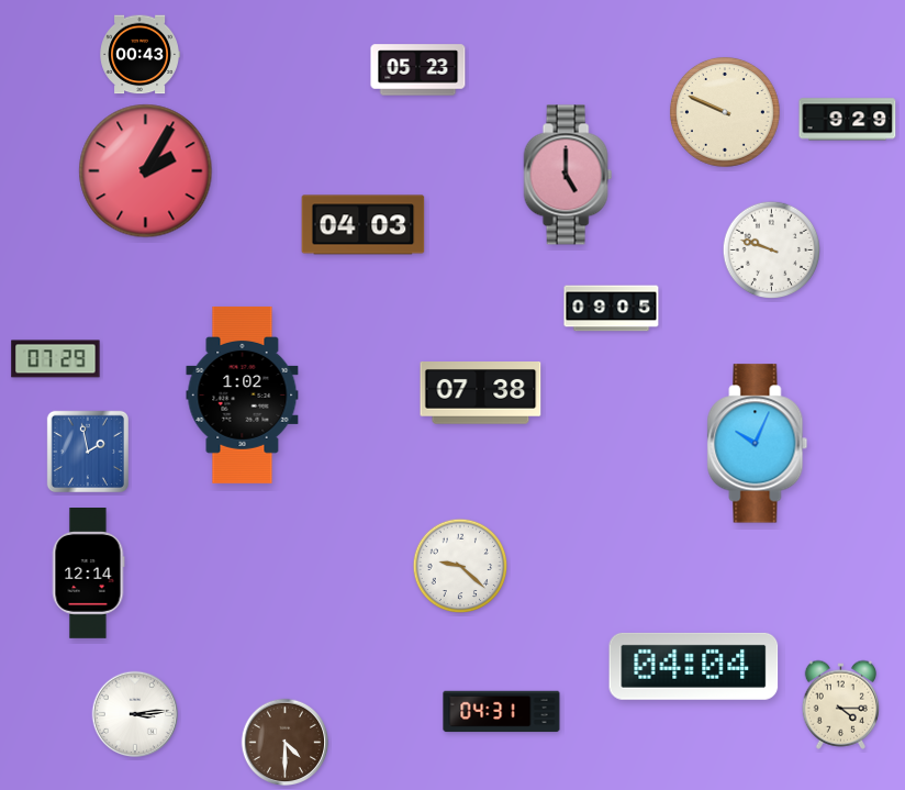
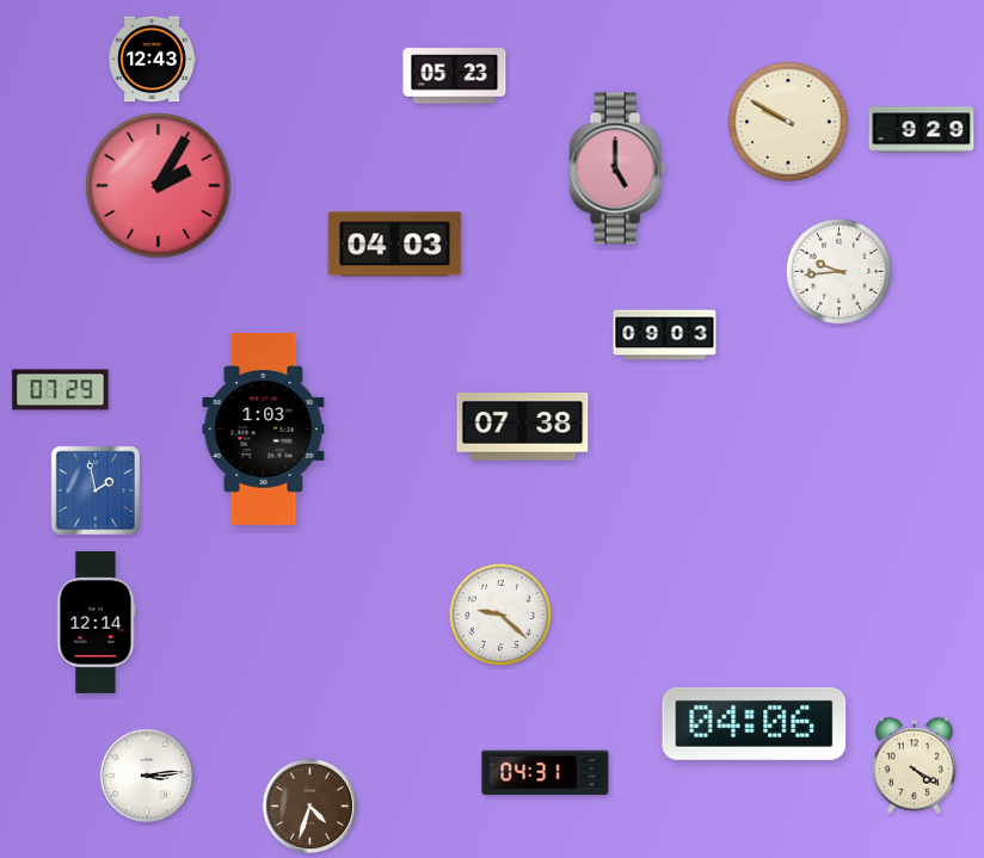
clock at (139, 55): 00:43 -> 12:43
clock at (725, 112): 9:49 -> 9:50
clock at (568, 175) position: (568, 175) -> (617, 168)
clock at (771, 249): 9:48 -> 9:44
clock at (612, 309): 09:05 -> 09:03
clock at (243, 394): 1:02 -> 1:03
clock at (758, 444): 10:04 -> none
clock at (694, 666): 04:04 -> 04:06
clock at (840, 704): 4:15 -> 4:20
clock at (286, 743): 4:30 -> 4:33
